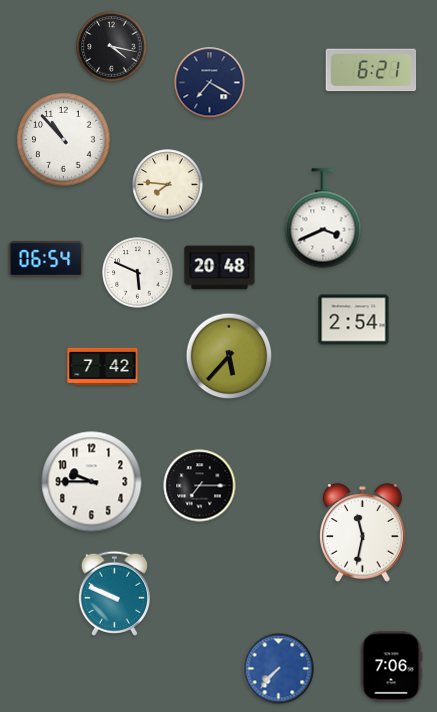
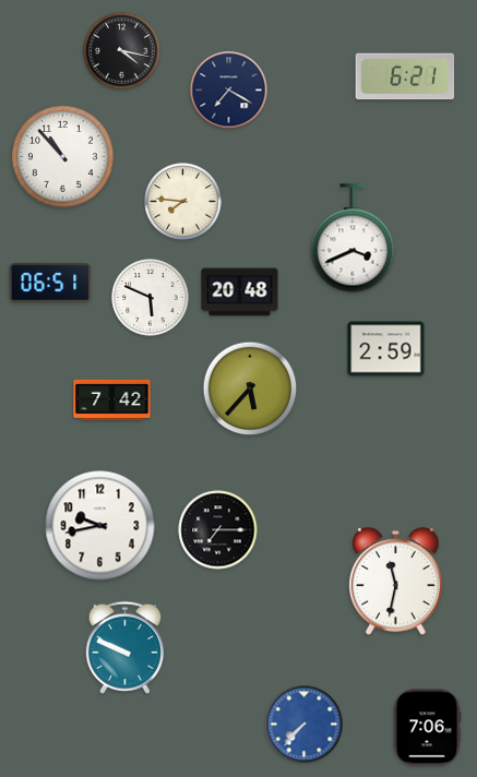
clock at (64, 140) position: (64, 140) -> (63, 157)
clock at (46, 259): 06:54 -> 06:51
clock at (354, 320): 2:54 -> 2:59
clock at (92, 482): 9:45 -> 9:43
clock at (279, 669) position: (279, 669) -> (305, 725)
